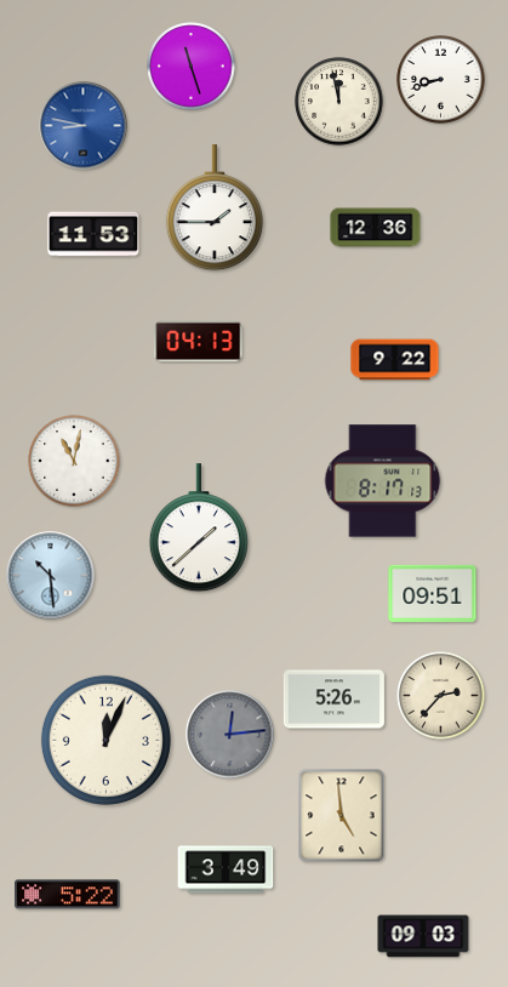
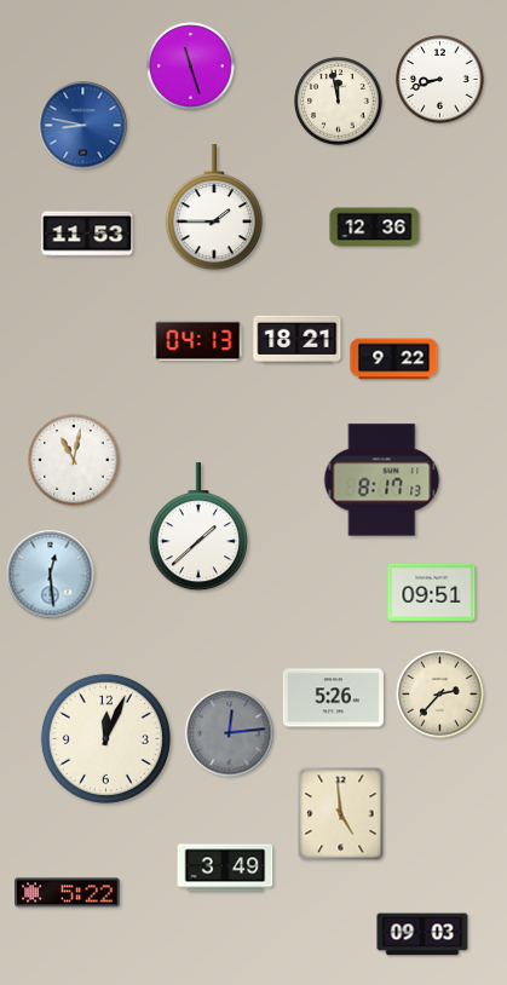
clock at (93, 234) position: (93, 234) -> (87, 234)
clock at (298, 340): none -> 18:21
clock at (51, 576): 10:29 -> 12:29
